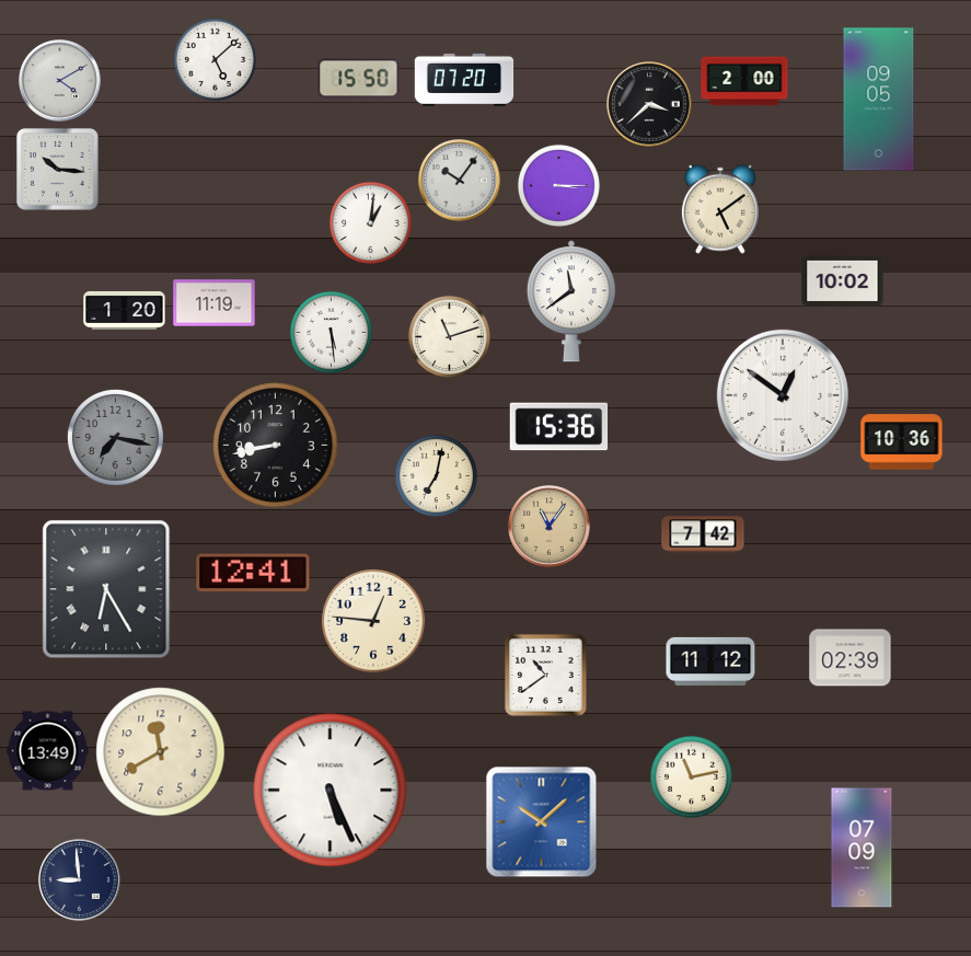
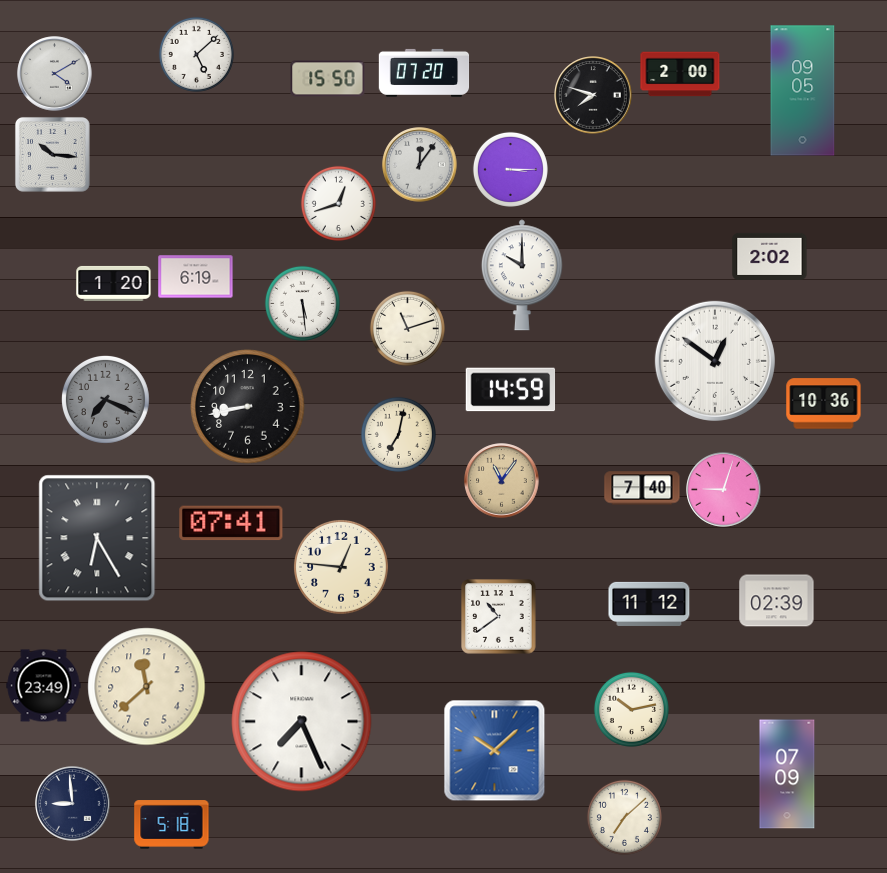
clock at (359, 79) position: (359, 79) -> (328, 79)
clock at (649, 104): 3:38 -> 7:48
clock at (460, 181): 10:06 -> 12:06
clock at (720, 209): 5:09 -> none
clock at (370, 222): 1:01 -> 12:42
clock at (843, 280): 10:02 -> 2:02
clock at (571, 301): 11:39 -> 10:00
clock at (215, 303): 11:19 -> 6:19
clock at (449, 336) position: (449, 336) -> (407, 328)
clock at (559, 427): 15:36 -> 14:59
clock at (115, 437): 7:17 -> 7:19
clock at (276, 446) position: (276, 446) -> (248, 407)
clock at (703, 534): 7:42 -> 7:40
clock at (724, 490): none -> 9:03
clock at (253, 573): 12:41 -> 07:41
clock at (48, 751): 13:49 -> 23:49
clock at (161, 752): 11:40 -> 11:38
clock at (691, 776): 11:13 -> 10:13
clock at (331, 791): 5:26 -> 7:26
clock at (624, 817): none -> 7:08
clock at (172, 825): none -> 5:18
